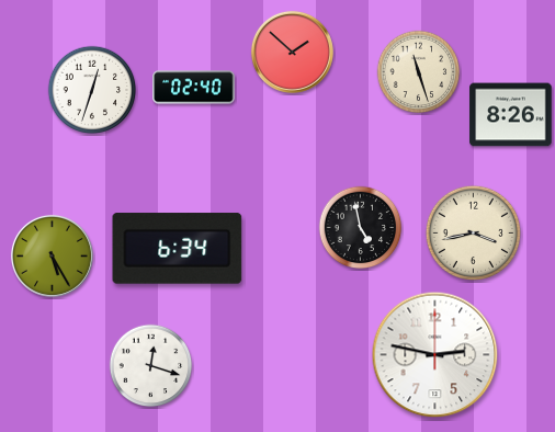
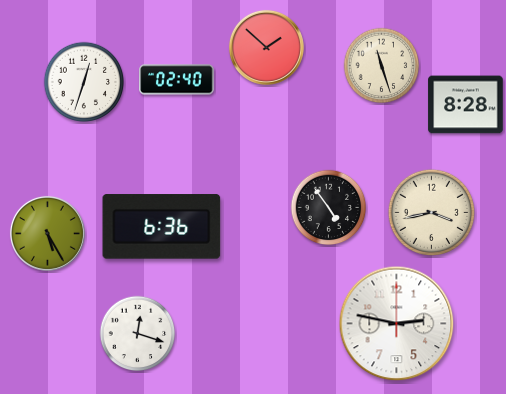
clock at (511, 115): 8:26 -> 8:28
clock at (361, 228): 4:58 -> 4:54
clock at (178, 249): 6:34 -> 6:36
